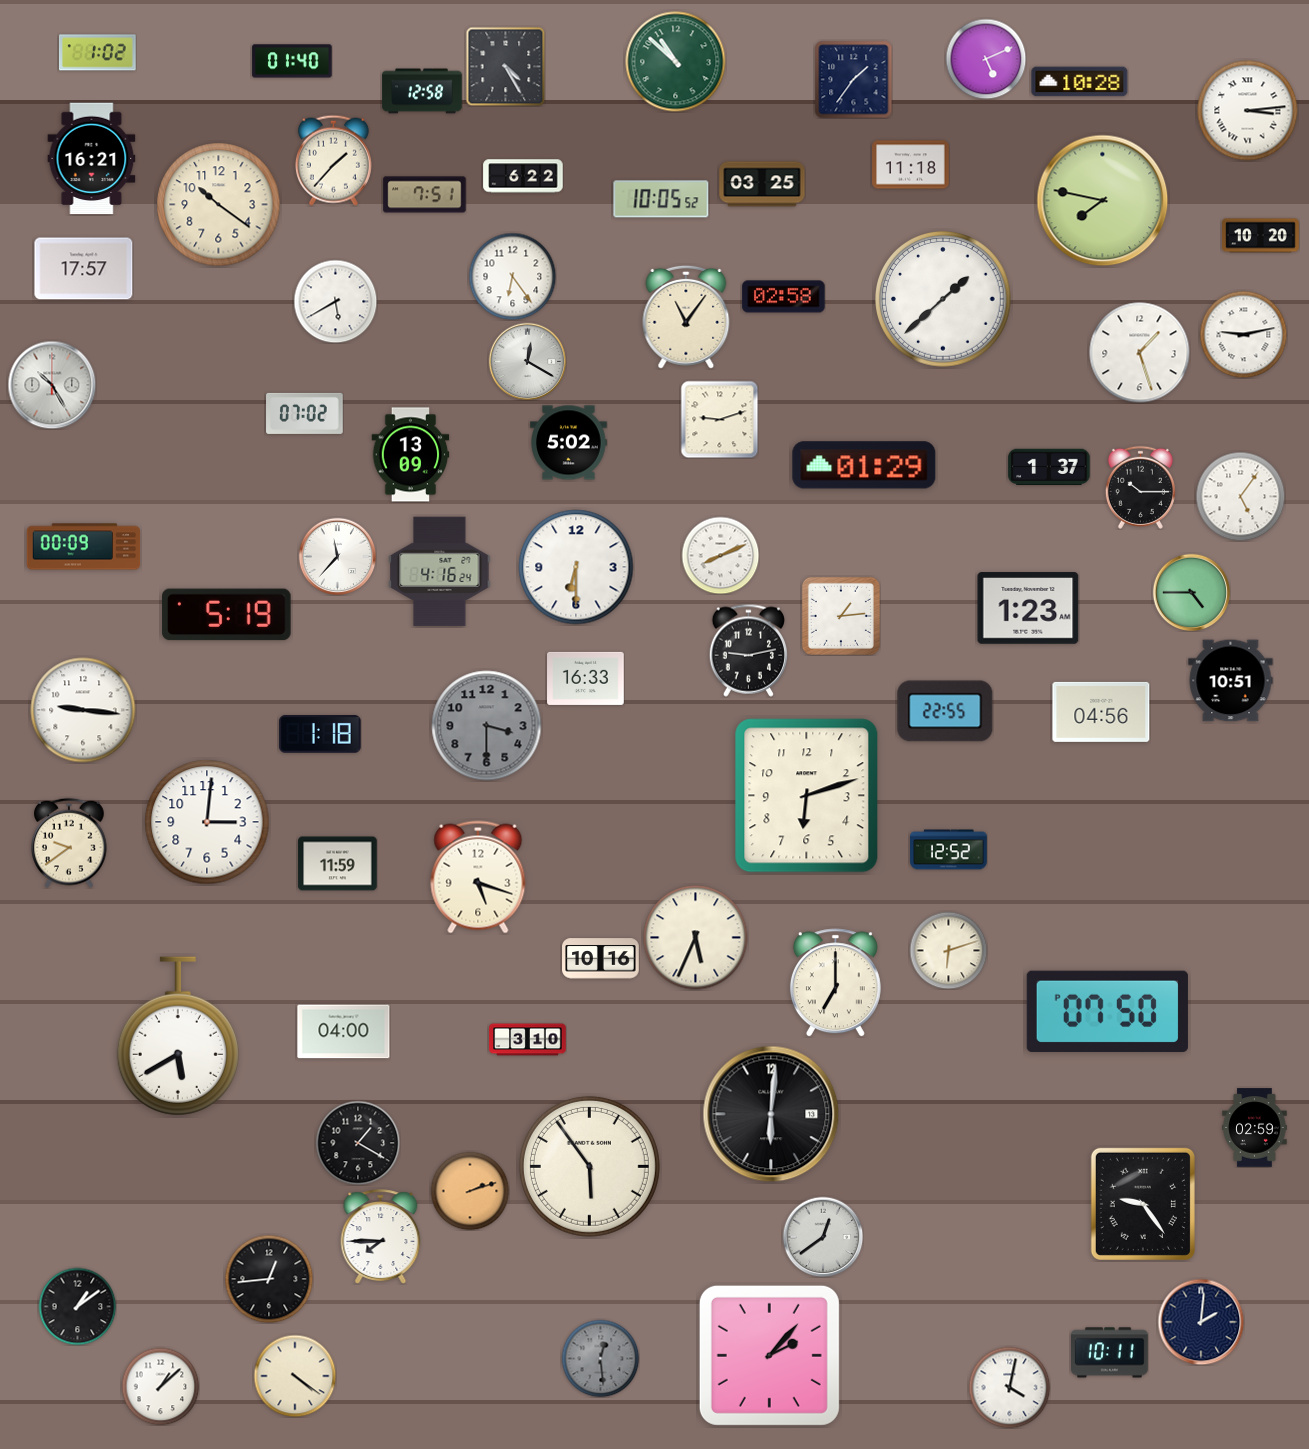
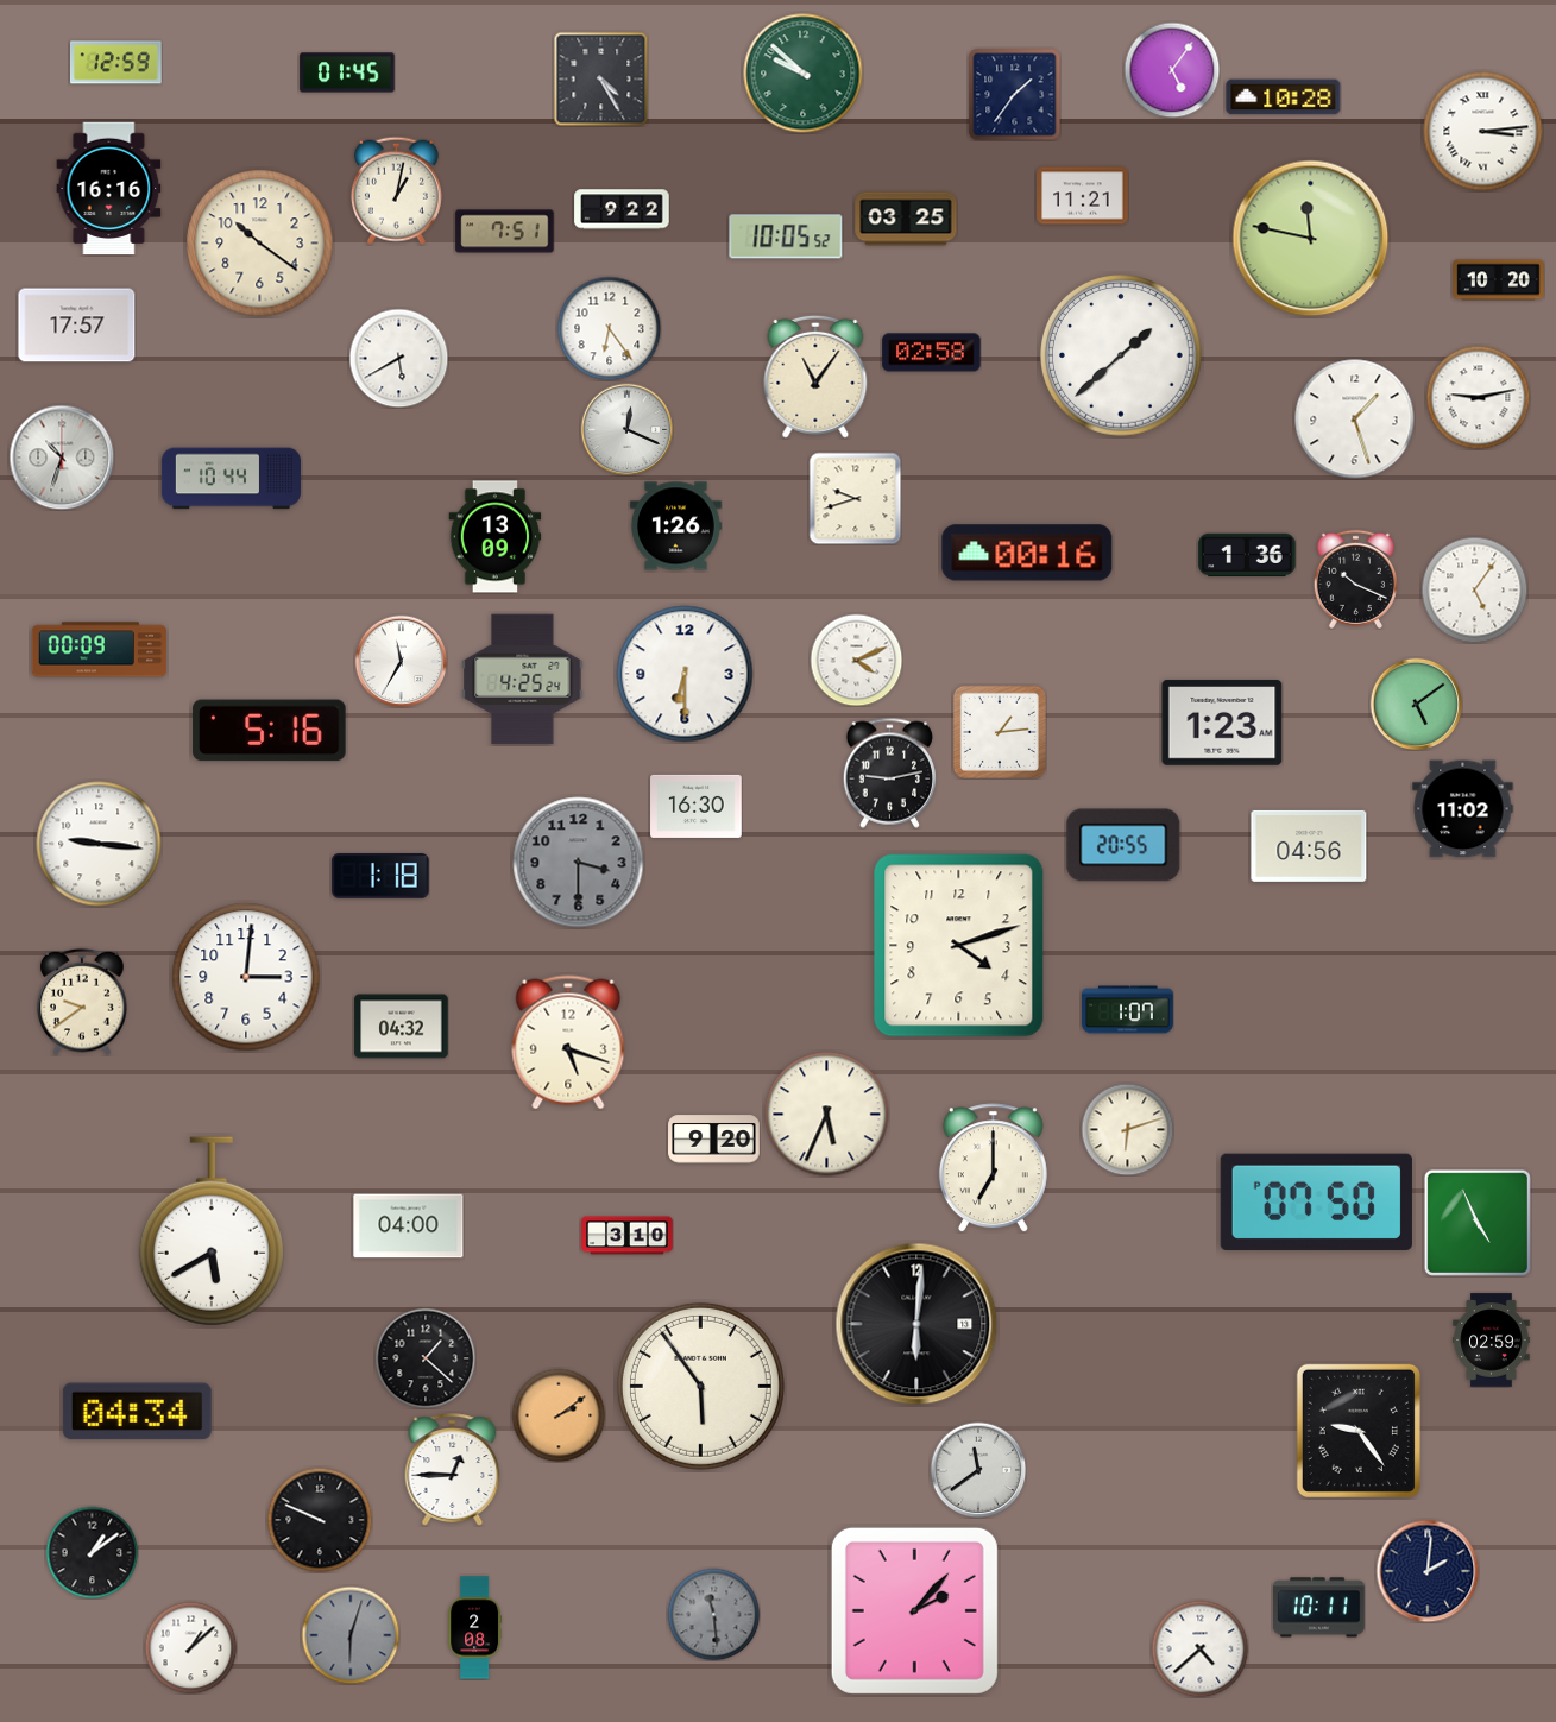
clock at (98, 53): 1:02 -> 12:59
clock at (986, 59): 5:11 -> 5:06
clock at (292, 61): 01:40 -> 01:45
clock at (676, 62): 10:52 -> 9:52
clock at (422, 91): 12:58 -> none
clock at (92, 159): 16:21 -> 16:16
clock at (333, 160): 1:37 -> 1:02
clock at (911, 165): 11:18 -> 11:21
clock at (523, 176): 6:22 -> 9:22
clock at (1103, 201): 7:47 -> 11:47
clock at (84, 269) position: (84, 269) -> (77, 326)
clock at (527, 361): 12:20 -> 12:19
clock at (52, 385): 10:25 -> 10:33
clock at (231, 479): none -> 10:44
clock at (305, 413): 07:02 -> none
clock at (719, 419): 9:12 -> 9:42
clock at (569, 443): 5:02 -> 1:26
clock at (411, 455) position: (411, 455) -> (496, 537)
clock at (864, 465): 01:29 -> 00:16
clock at (1049, 467): 1:37 -> 1:36
clock at (1140, 487): 10:15 -> 10:19
clock at (720, 555): 8:11 -> 4:11
clock at (337, 556): 11:37 -> 11:35
clock at (440, 572): 4:16 -> 4:25
clock at (1191, 592): 4:45 -> 5:09
clock at (227, 615): 5:19 -> 5:16
clock at (586, 678): 16:33 -> 16:30
clock at (1231, 681): 10:51 -> 11:02
clock at (945, 711): 22:55 -> 20:55
clock at (320, 734) position: (320, 734) -> (380, 876)
clock at (807, 796): 6:12 -> 4:12
clock at (949, 850): 12:52 -> 1:07
clock at (338, 864): 11:59 -> 04:32
clock at (601, 959): 10:16 -> 9:20
clock at (1478, 1223): none -> 4:56
clock at (358, 1143): 1:20 -> 1:22
clock at (137, 1412): none -> 04:34
clock at (470, 1191): 2:12 -> 2:09
clock at (381, 1237): 7:45 -> 12:45
clock at (823, 1237): 12:39 -> 11:39
clock at (269, 1279): 12:44 -> 9:49
clock at (600, 1358): 12:29 -> 11:29
clock at (474, 1628): none -> 2:08
clock at (295, 1376): 4:21 -> 6:03
clock at (295, 1376) dial: cream -> grey
clock at (1009, 1387): 4:02 -> 4:38
